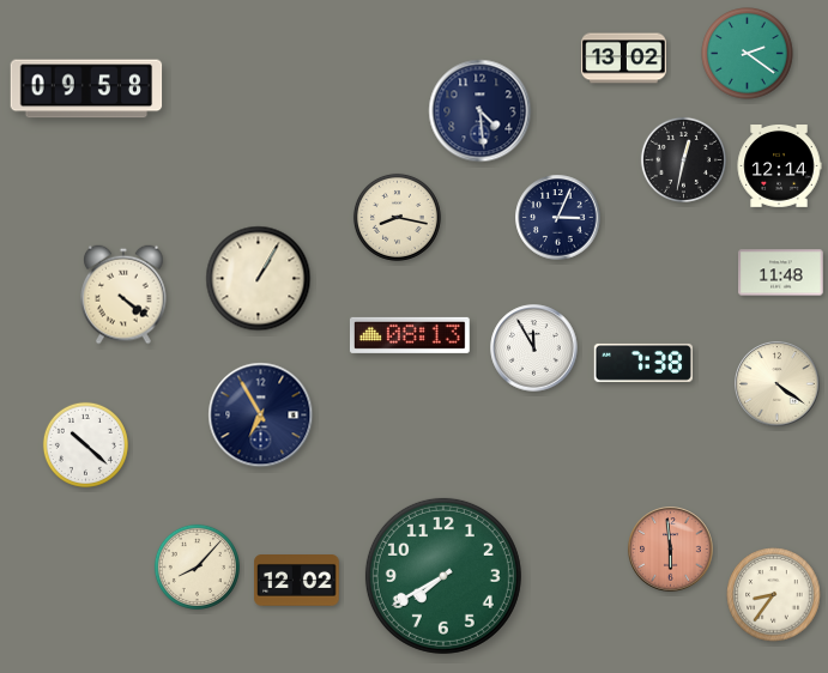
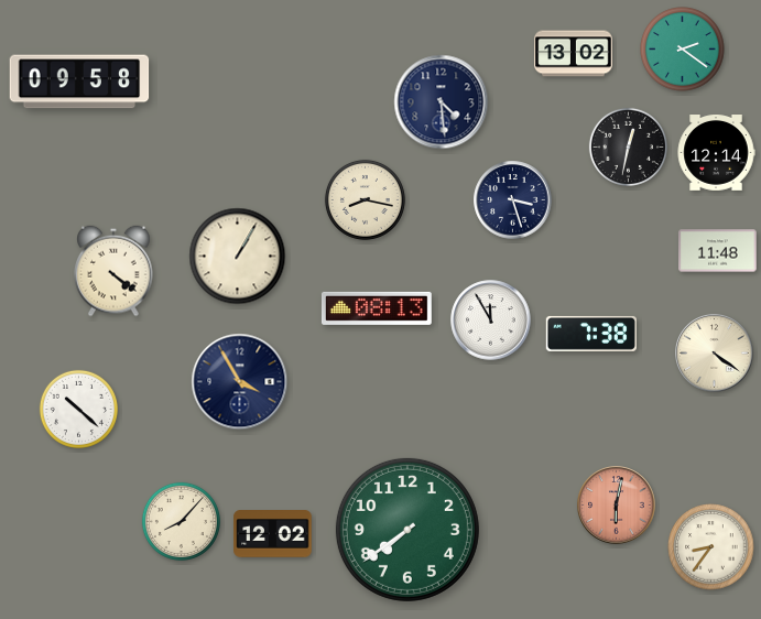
clock at (748, 54) position: (748, 54) -> (683, 50)
clock at (558, 218): 3:04 -> 3:27
clock at (261, 416): 6:55 -> 3:55
clock at (671, 550): 5:59 -> 6:02
clock at (443, 576): 7:40 -> 7:39
